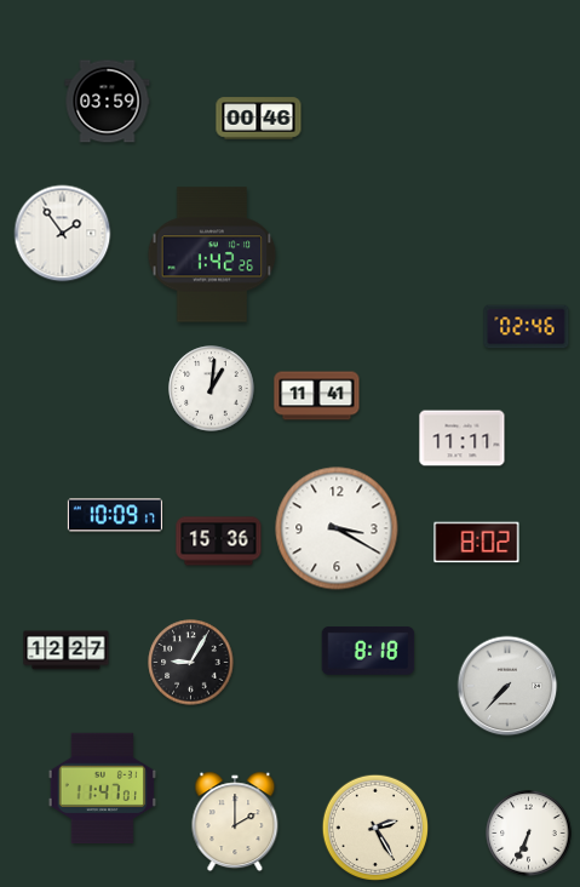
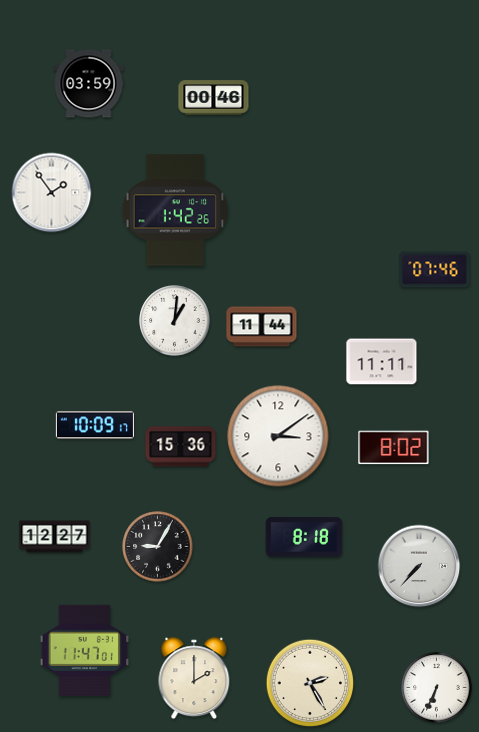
clock at (527, 327): 02:46 -> 07:46
clock at (317, 396): 11:41 -> 11:44
clock at (337, 528): 3:20 -> 3:09
